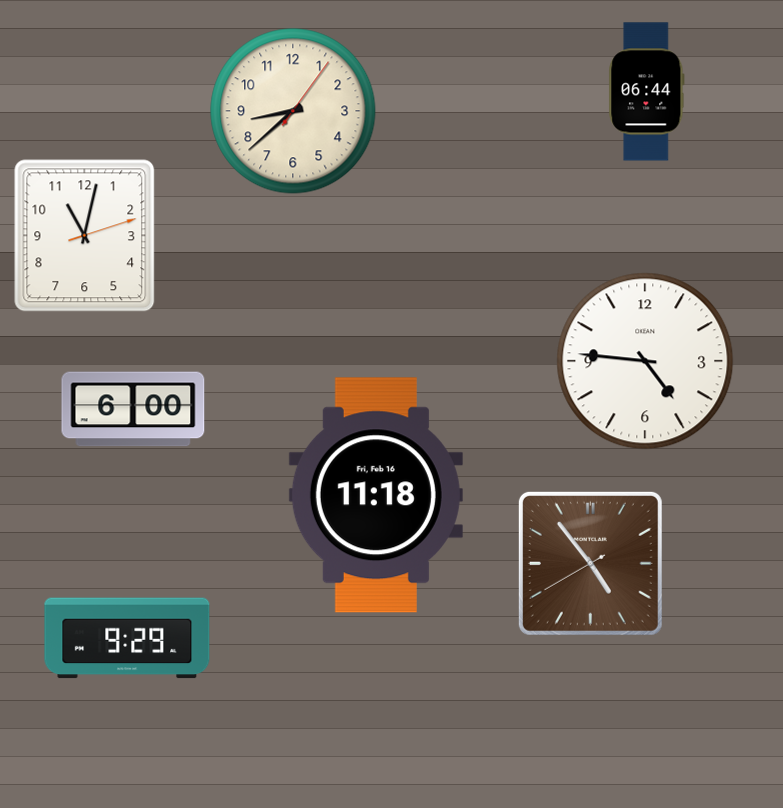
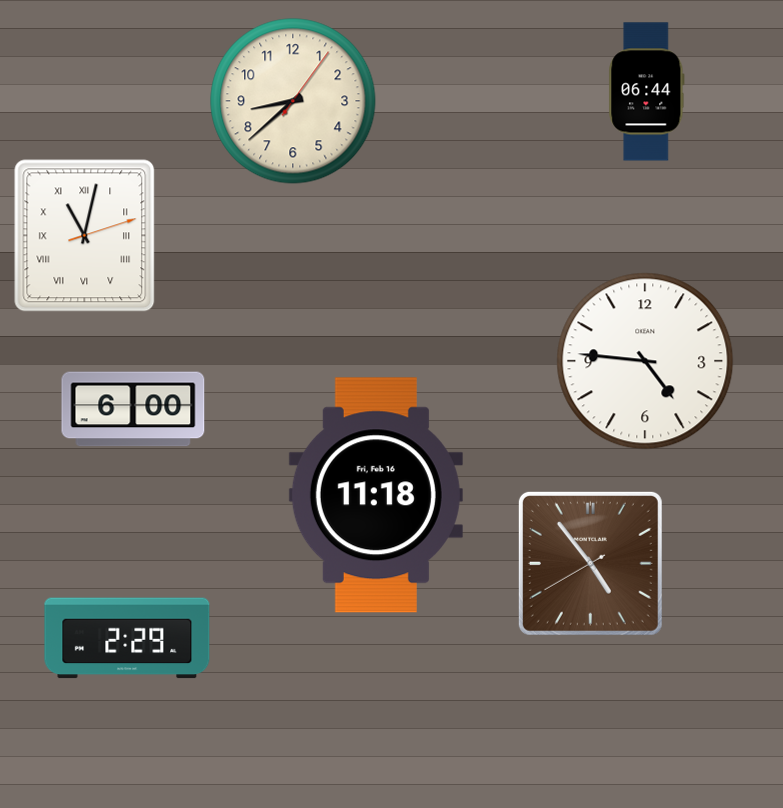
clock at (293, 111) position: (293, 111) -> (293, 101)
clock at (85, 236) numerals: Arabic -> Roman
clock at (127, 638): 9:29 -> 2:29
